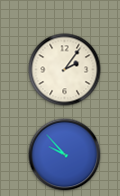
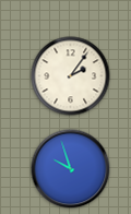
clock at (65, 155): 9:53 -> 9:57
